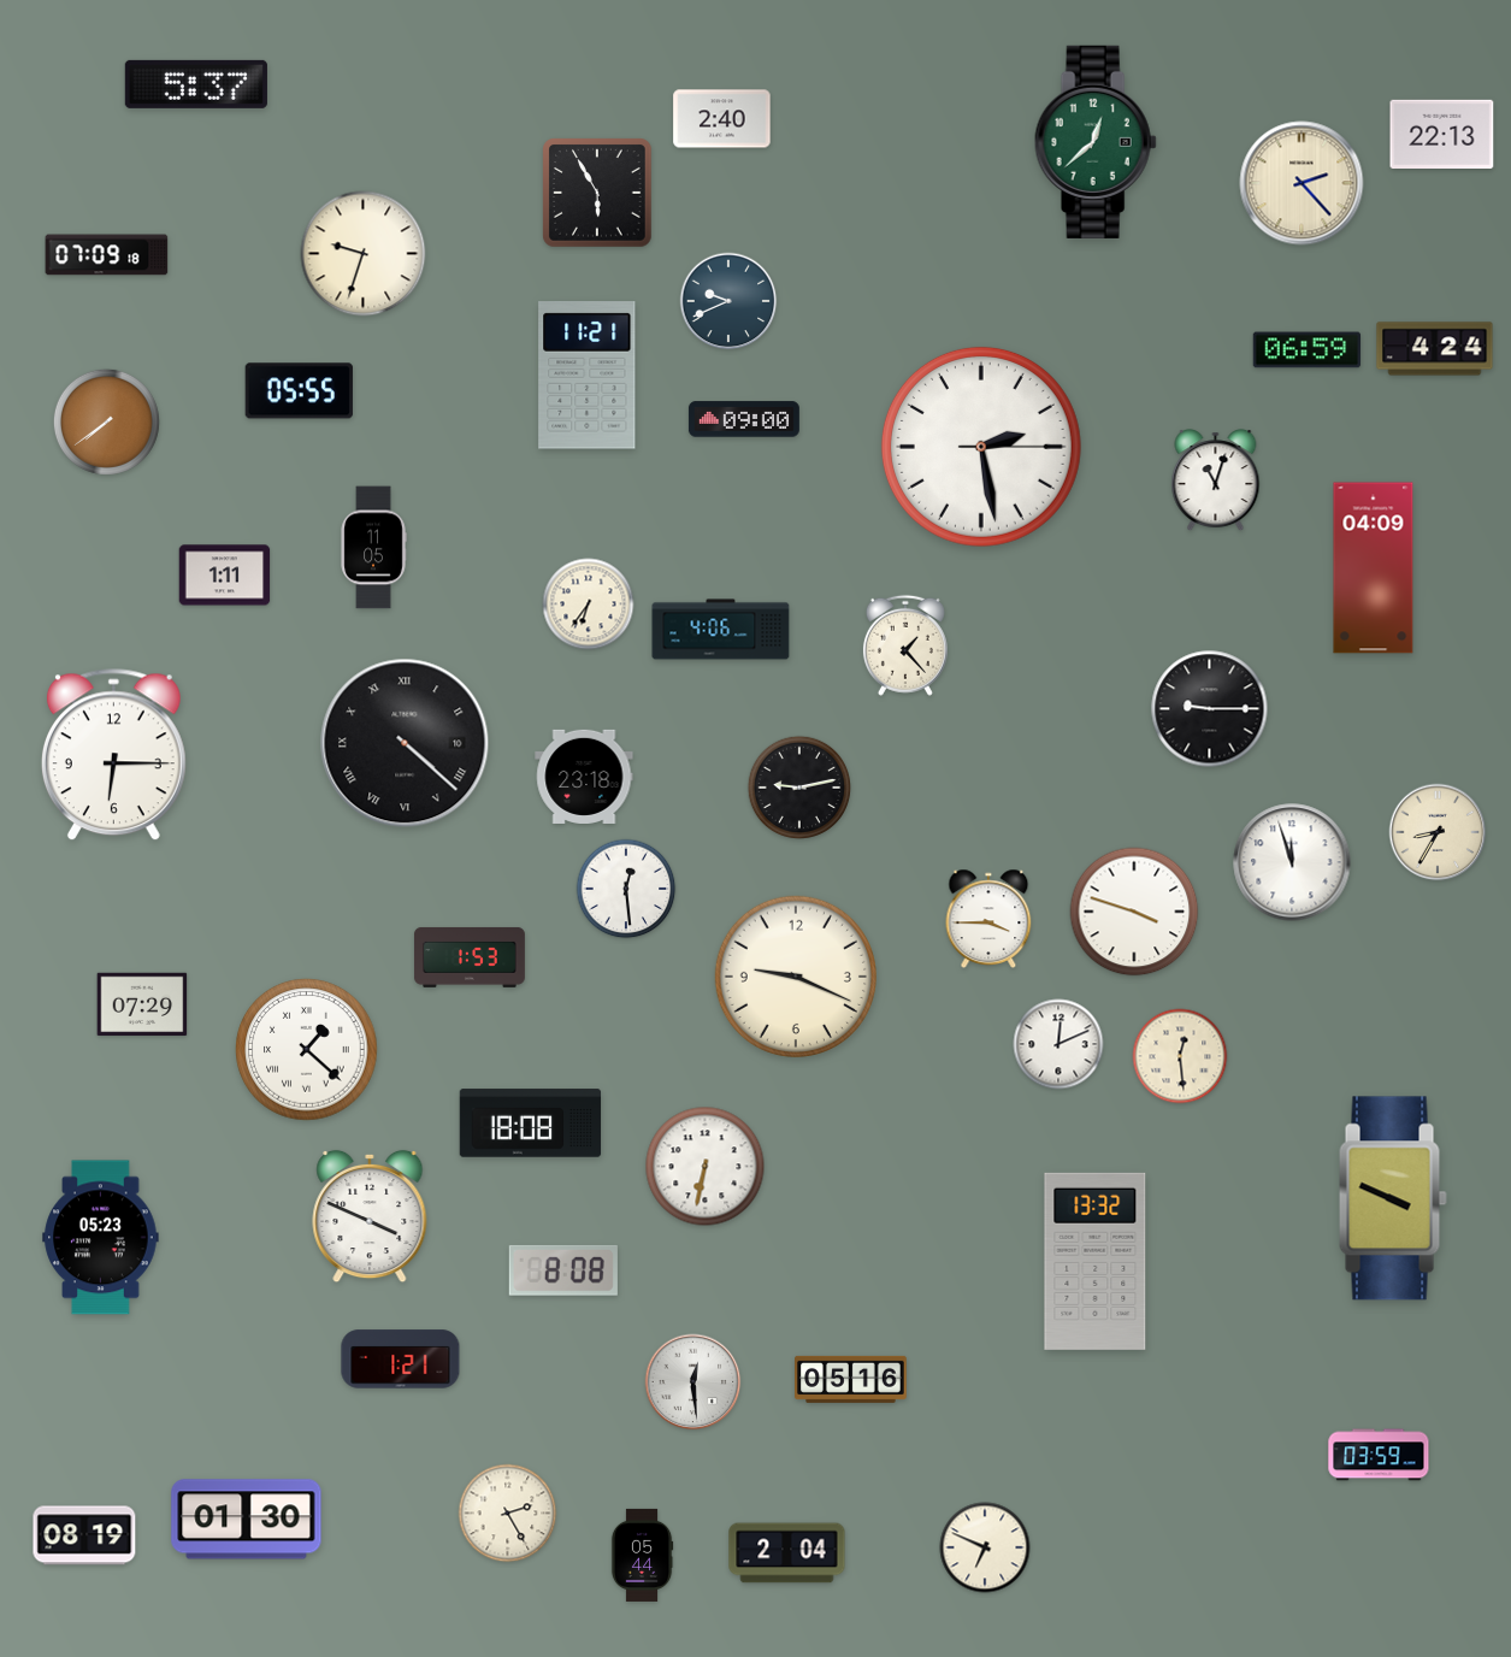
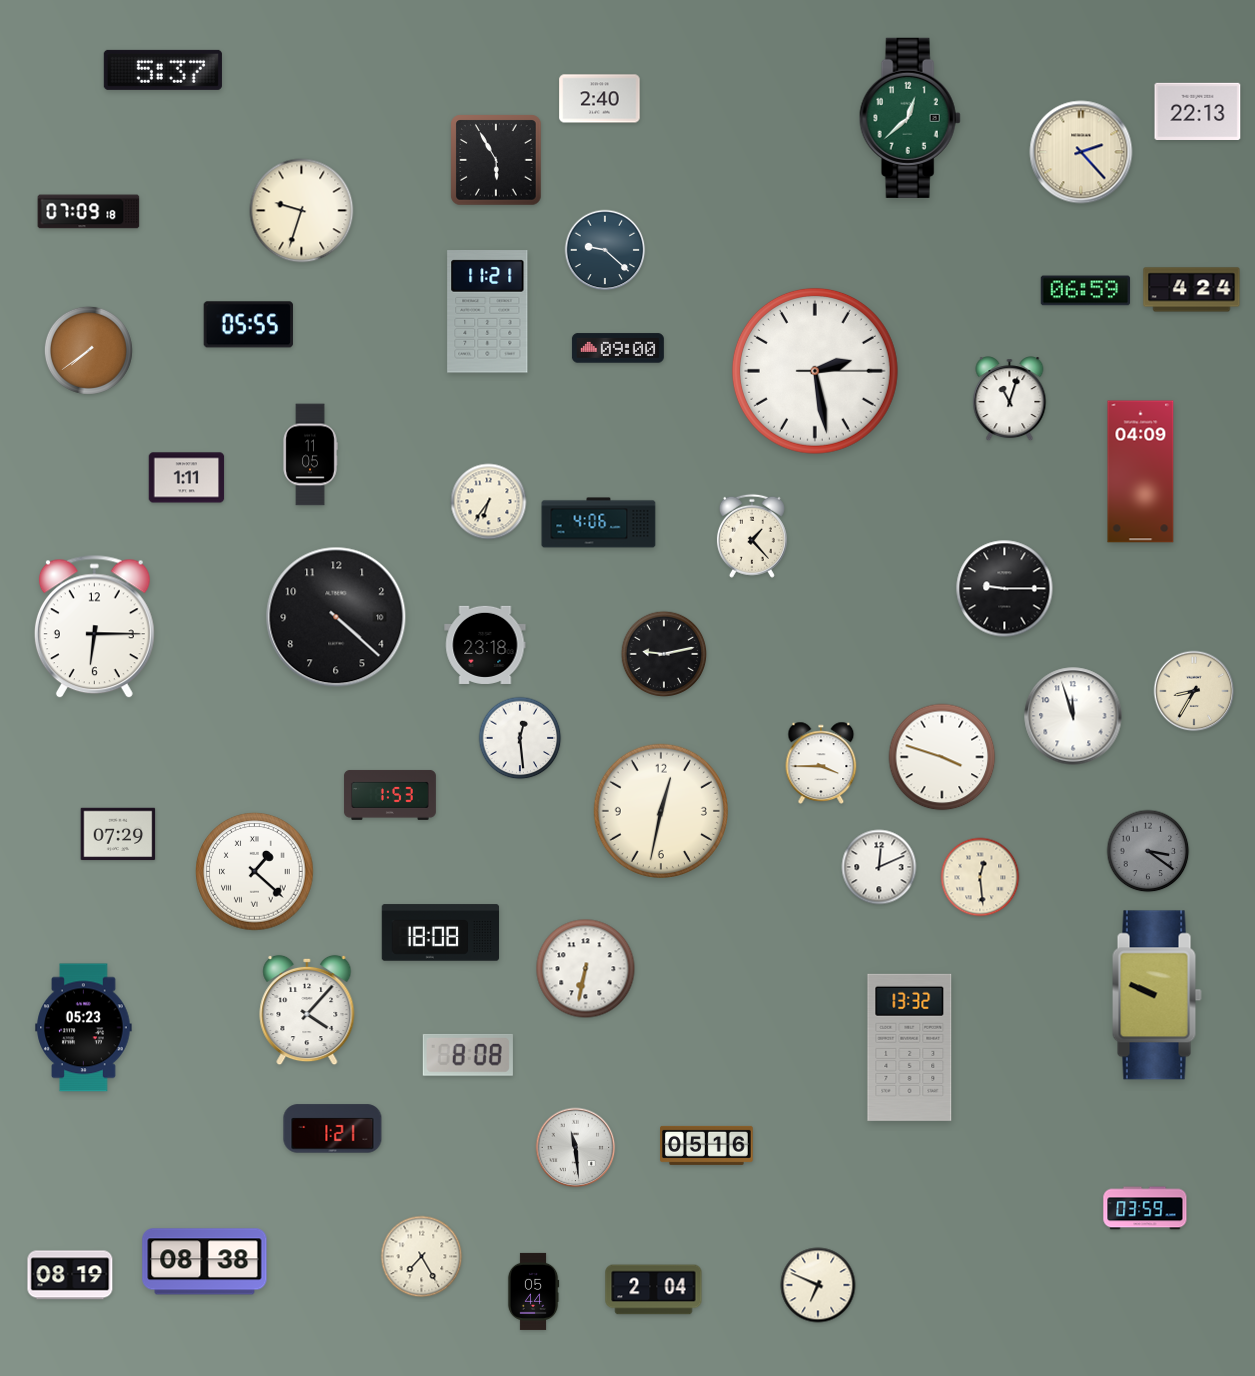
clock at (728, 301): 9:41 -> 9:22
clock at (405, 743) numerals: Roman -> Arabic
clock at (795, 975): 9:19 -> 12:32
clock at (1148, 851): none -> 3:21
clock at (1393, 1198): 3:49 -> 9:49
clock at (370, 1216): 3:49 -> 4:07
clock at (693, 1382): 12:29 -> 11:29
clock at (508, 1514): 2:25 -> 7:25
clock at (247, 1520): 01:30 -> 08:38
